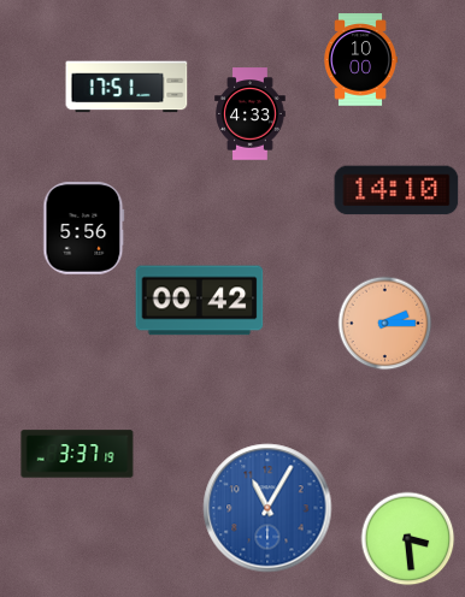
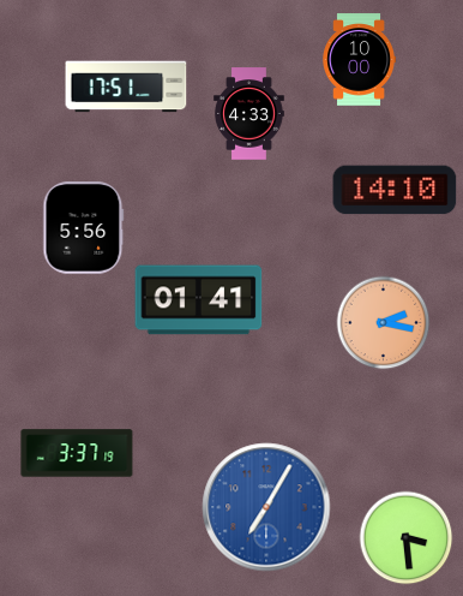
clock at (200, 301): 00:42 -> 01:41
clock at (384, 323): 2:15 -> 2:17
clock at (267, 508): 11:05 -> 7:05
